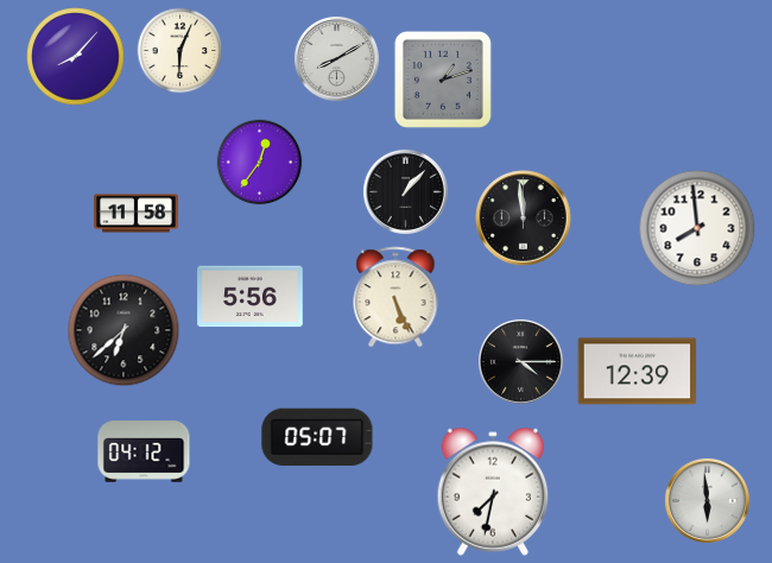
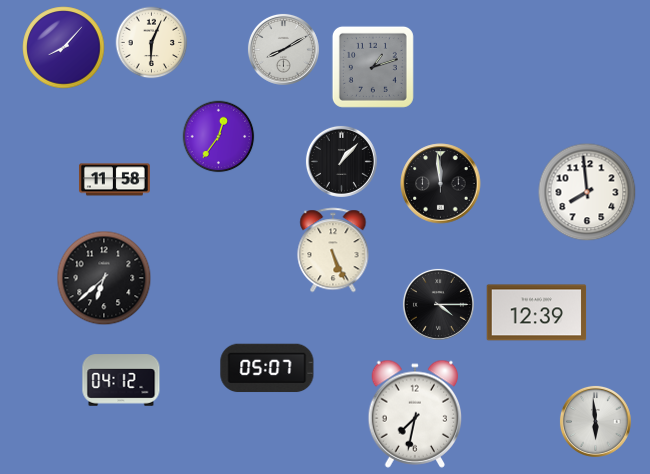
clock at (251, 297): 5:56 -> none
